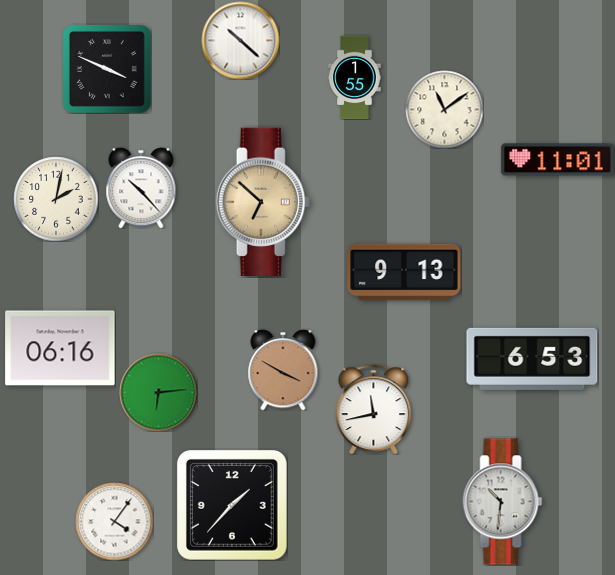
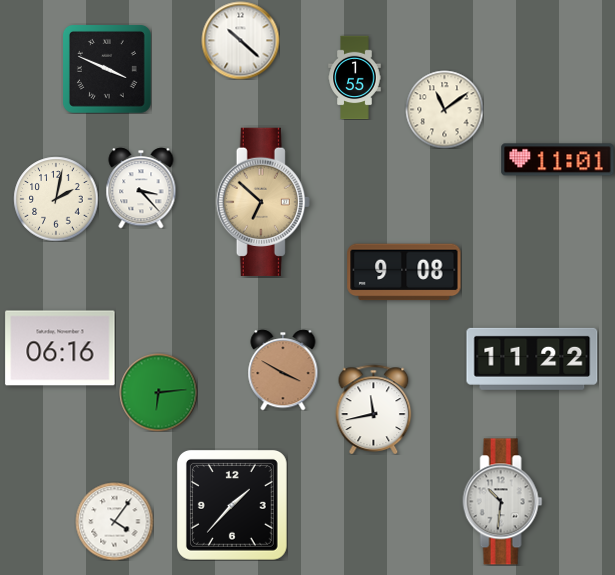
clock at (141, 188): 10:23 -> 3:23
clock at (404, 272): 9:13 -> 9:08
clock at (532, 359): 6:53 -> 11:22
